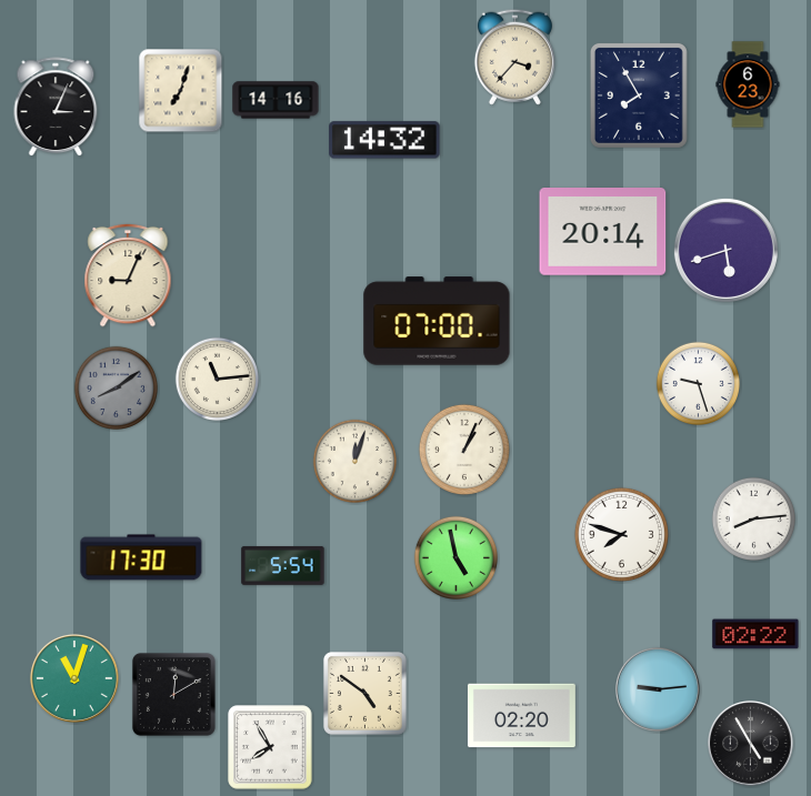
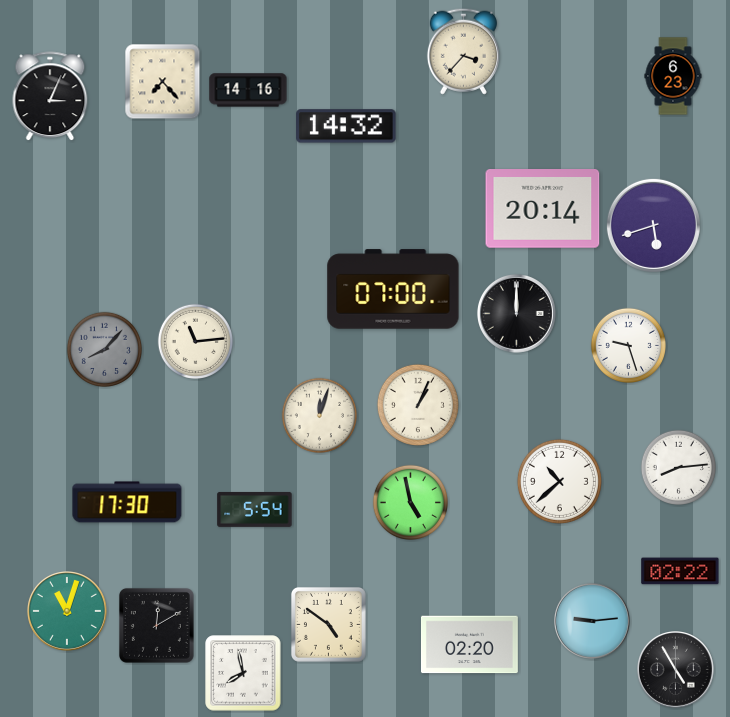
clock at (181, 91): 7:03 -> 7:23
clock at (639, 95): 7:55 -> none
clock at (128, 275): 9:04 -> none
clock at (516, 313): none -> 12:00
clock at (116, 387): 8:09 -> 8:07
clock at (621, 534): 7:48 -> 10:38
clock at (270, 747): 7:55 -> 7:58
